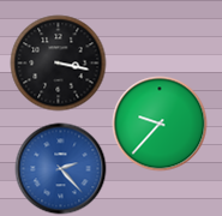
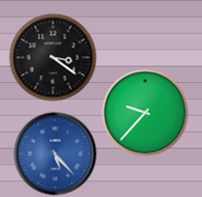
clock at (59, 64): 3:17 -> 3:21
clock at (61, 169): 2:23 -> 5:23
